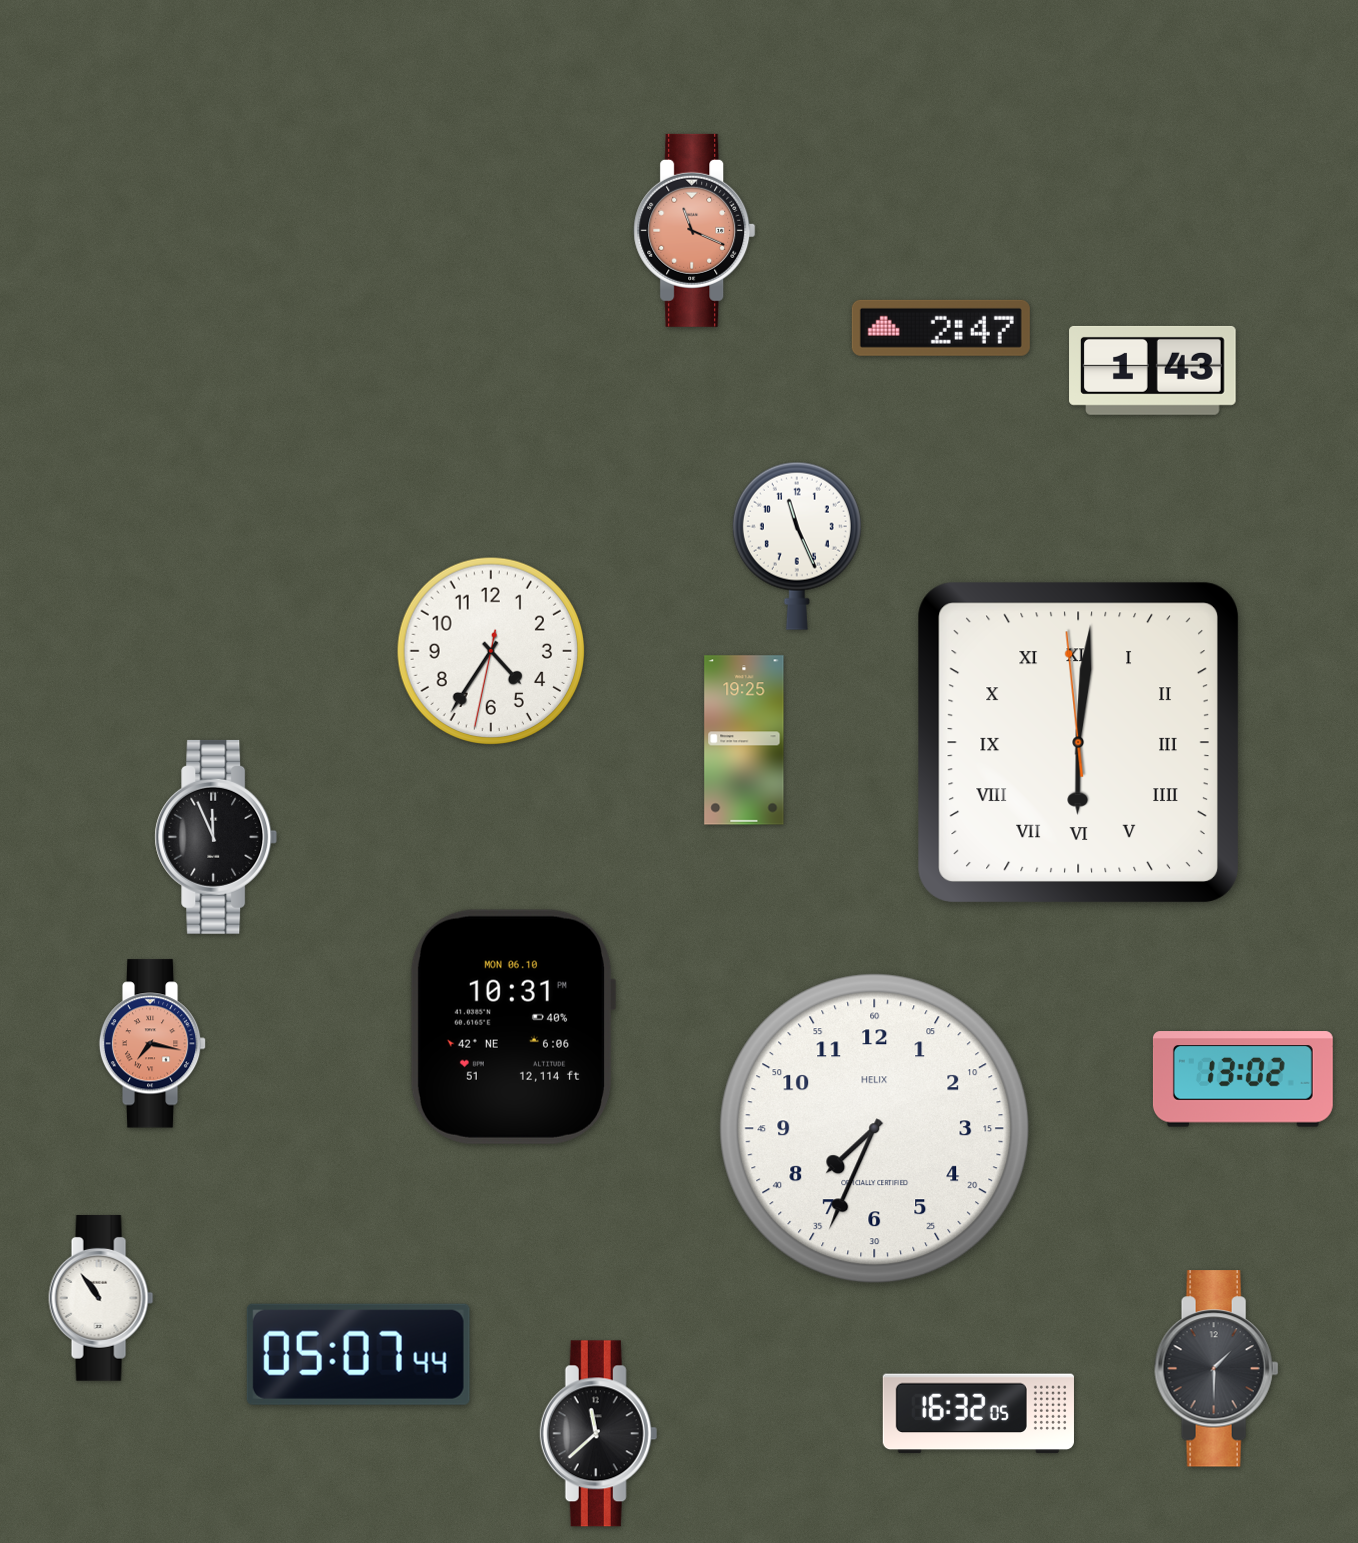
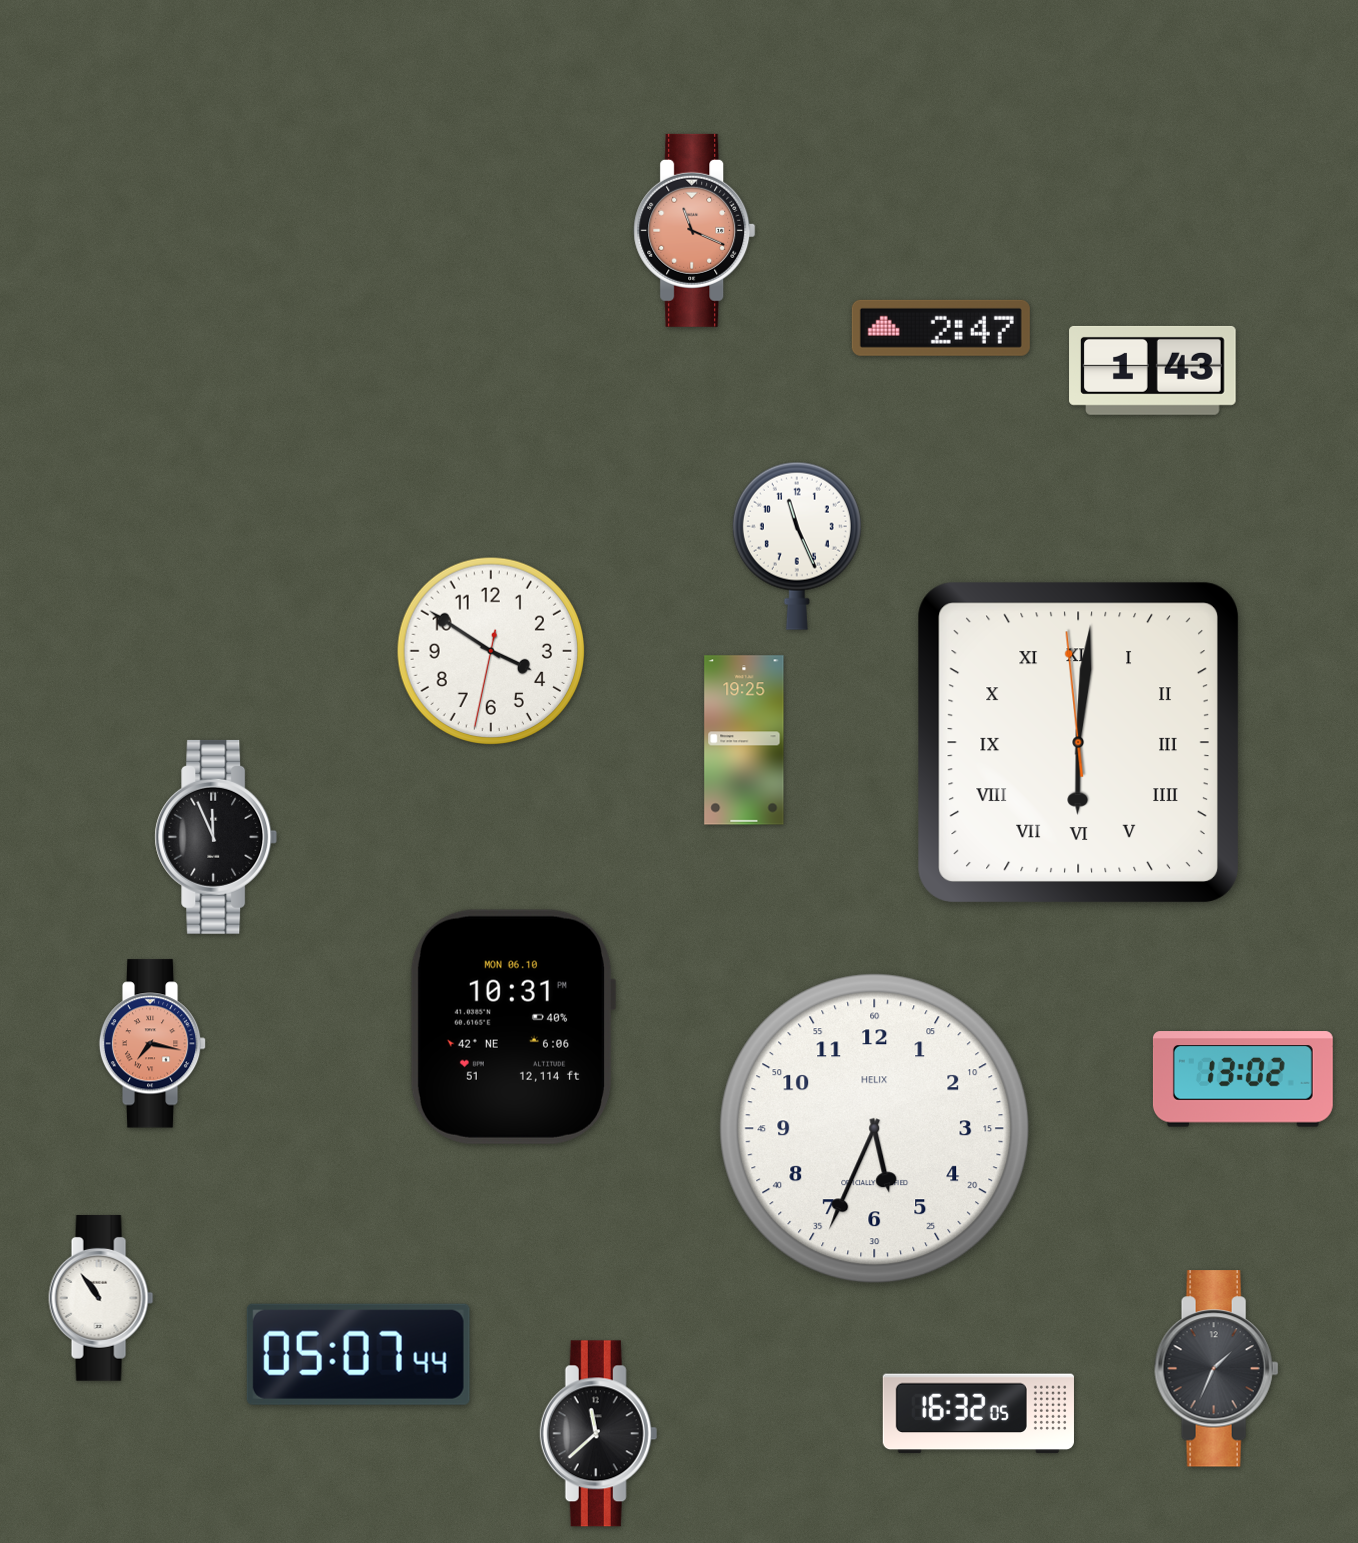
clock at (491, 651): 4:35 -> 3:50
clock at (875, 1129): 7:34 -> 5:34
clock at (1217, 1369): 1:30 -> 1:34
